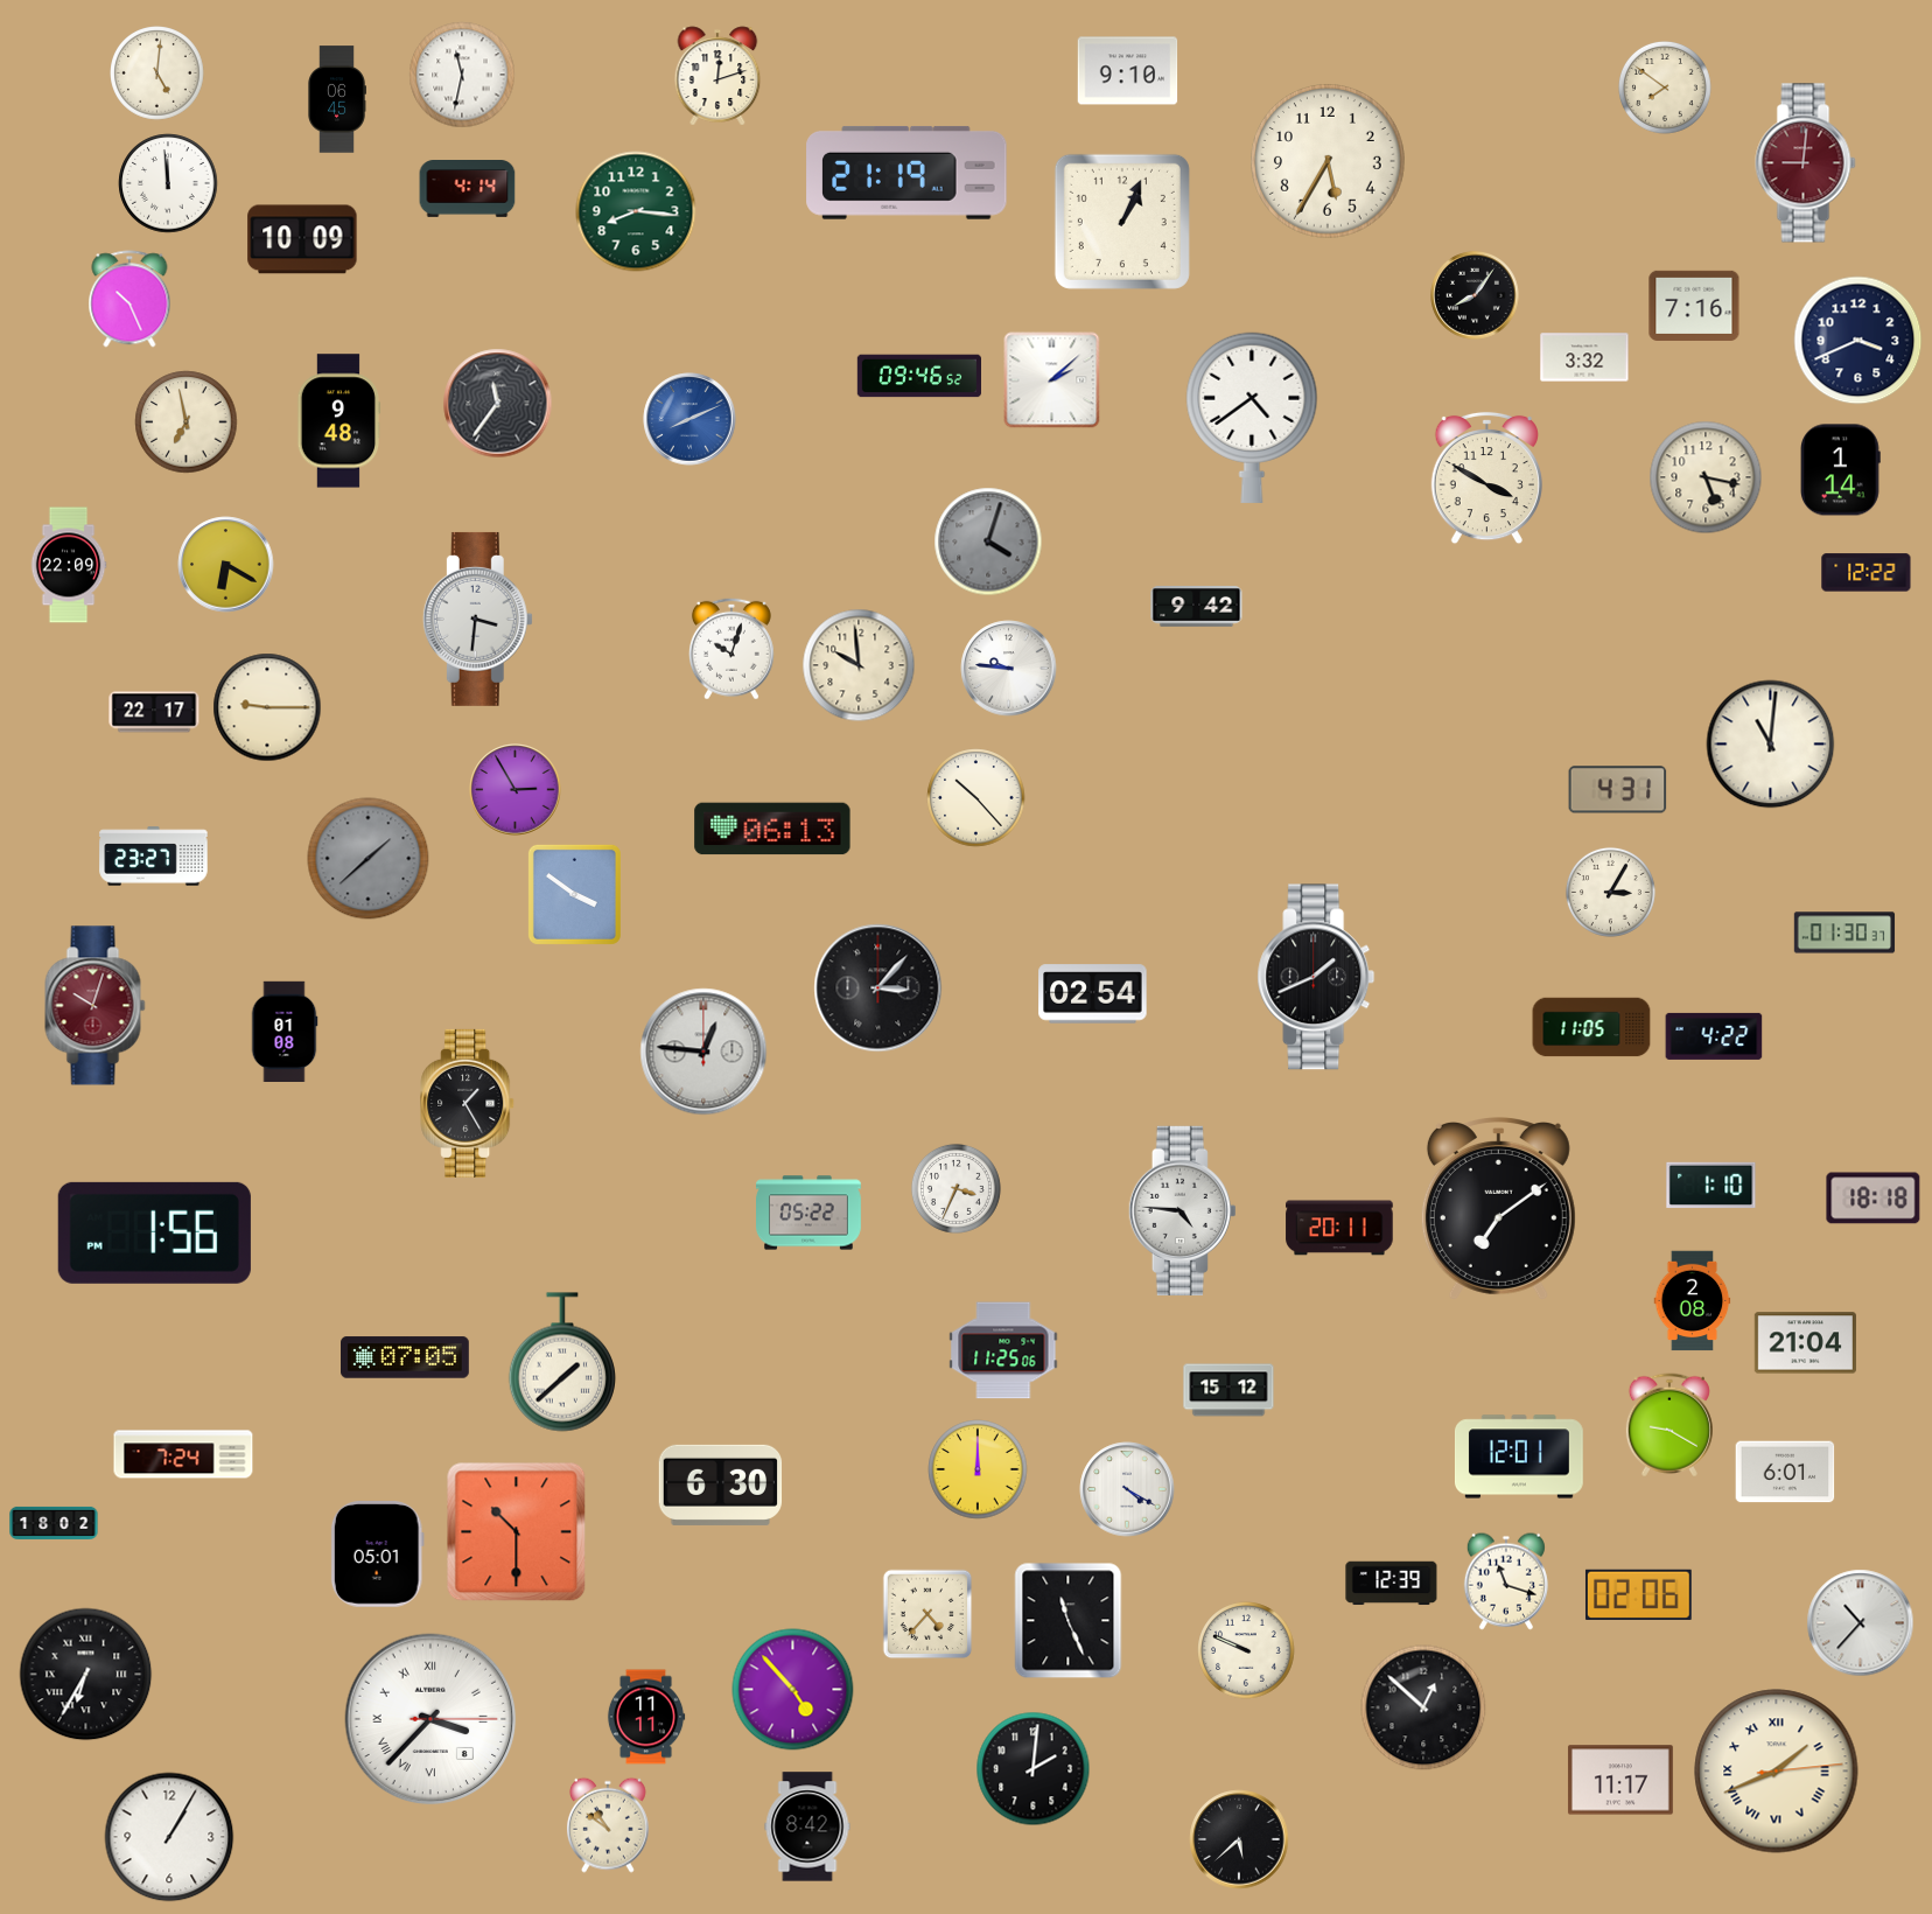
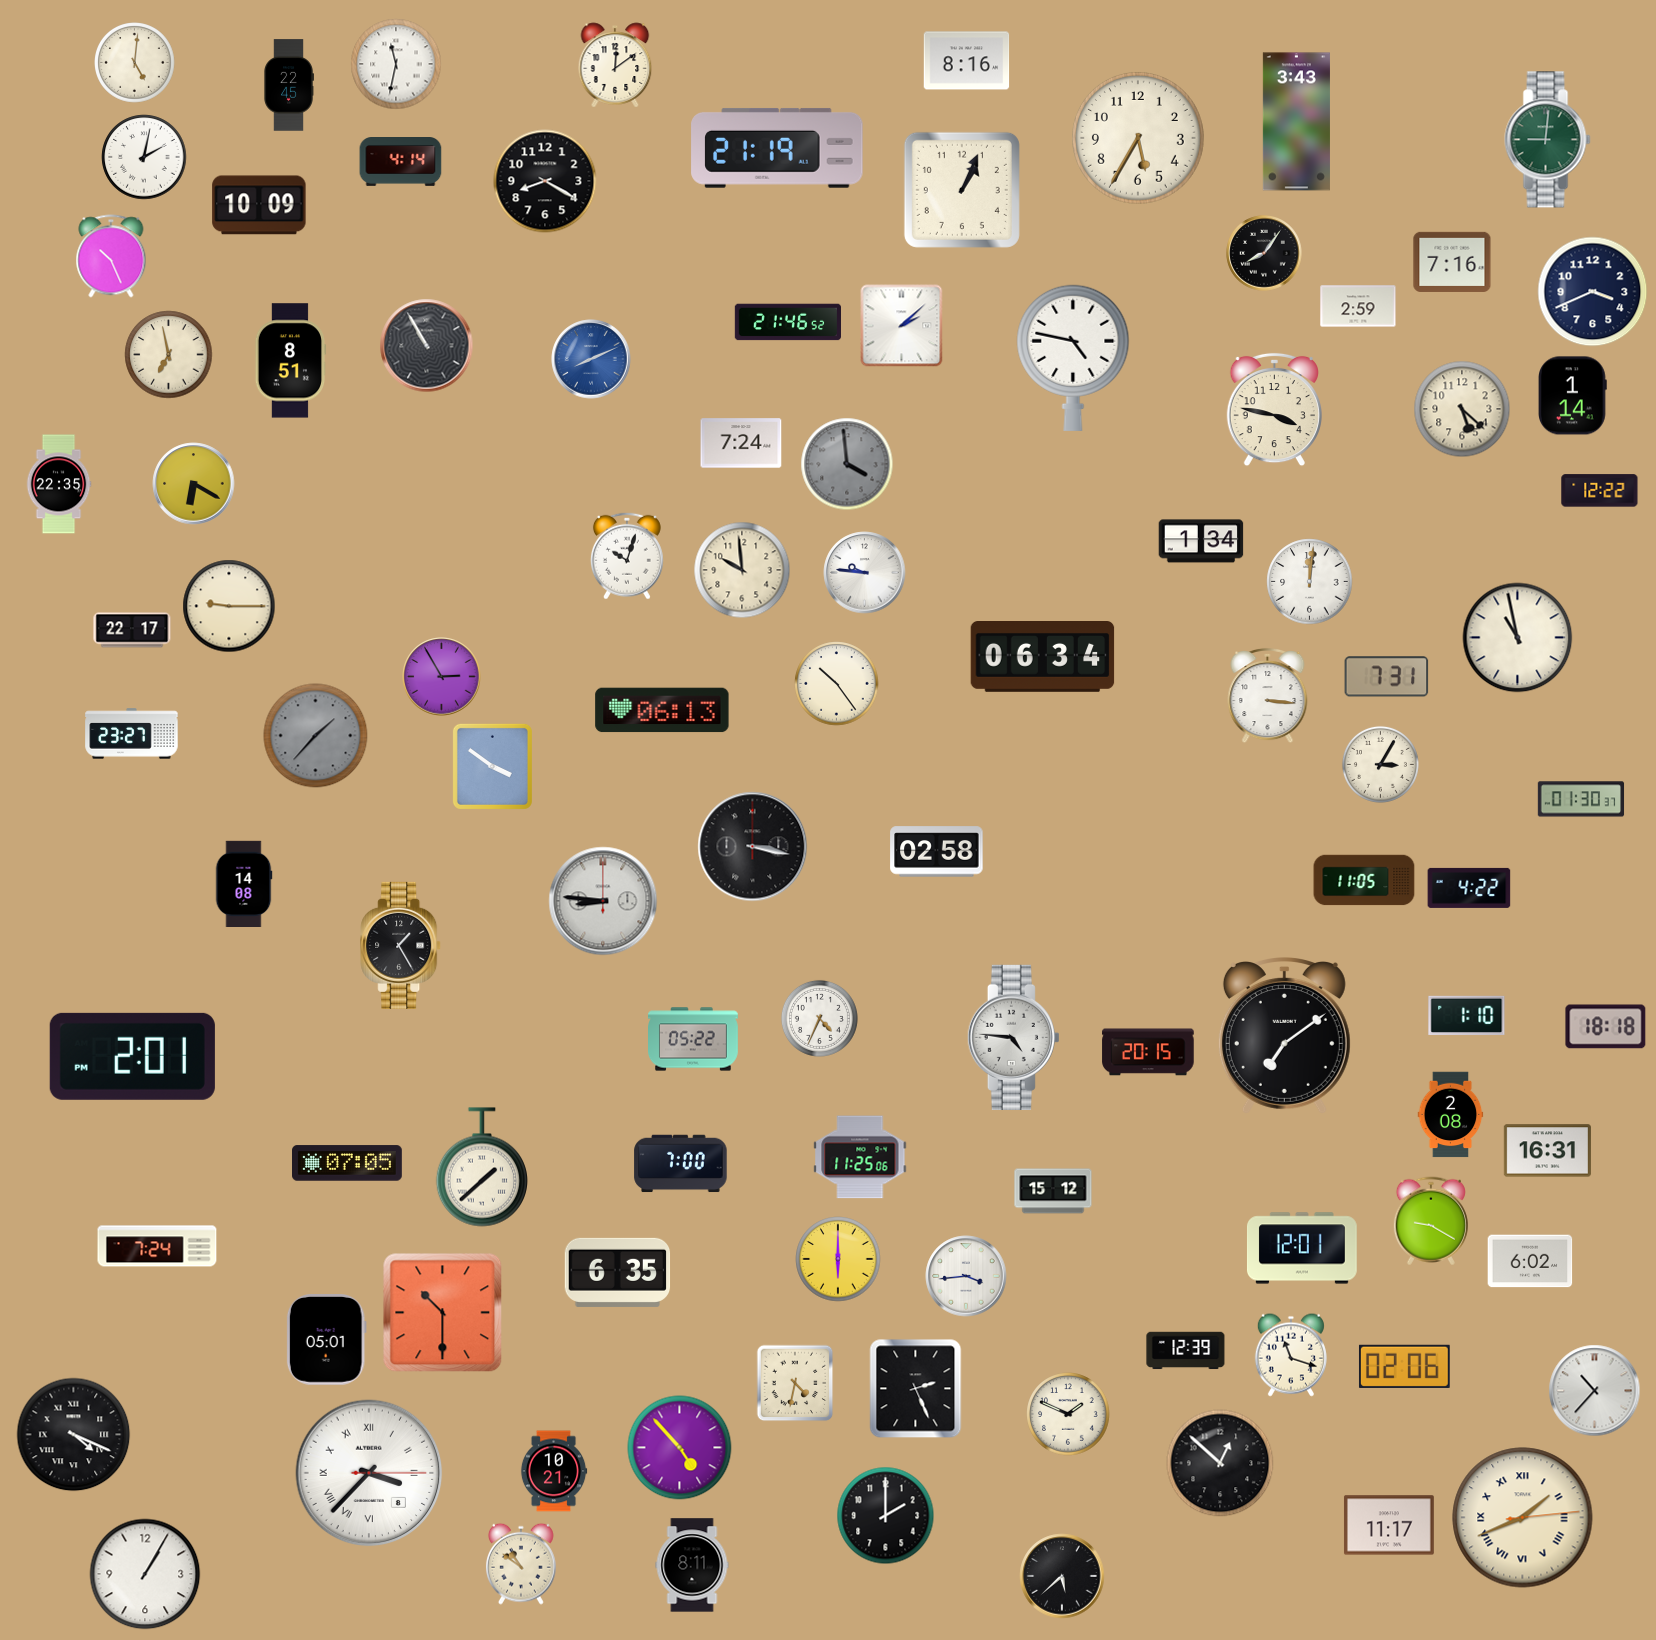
clock at (1128, 71): 9:10 -> 8:16
clock at (717, 76): 12:12 -> 12:09
clock at (1665, 88): 7:51 -> none
clock at (337, 99): 06:45 -> 22:45
clock at (1296, 122): none -> 3:43
clock at (1806, 163) dial: burgundy -> green
clock at (168, 183): 11:59 -> 2:02
clock at (636, 211): 8:16 -> 8:20
clock at (636, 211) dial: green -> black
clock at (1584, 357): 3:32 -> 2:59
clock at (918, 376): 09:46 -> 21:46
clock at (498, 404): 11:36 -> 10:55
clock at (1252, 418): 4:39 -> 4:47
clock at (339, 421): 9:48 -> 8:51
clock at (187, 422) position: (187, 422) -> (169, 355)
clock at (1841, 470) position: (1841, 470) -> (1573, 396)
clock at (1706, 477): 5:17 -> 5:22
clock at (1486, 478): 3:50 -> 3:47
clock at (741, 443): none -> 7:24
clock at (988, 542): 4:03 -> 3:59
clock at (69, 565): 22:09 -> 22:35
clock at (1197, 607): 9:42 -> none
clock at (477, 619): 3:31 -> none
clock at (1201, 541): none -> 1:34
clock at (859, 665) position: (859, 665) -> (742, 570)
clock at (1310, 582): none -> 12:01
clock at (154, 712) position: (154, 712) -> (132, 630)
clock at (1771, 745): 11:01 -> 10:58
clock at (1043, 657): none -> 06:34
clock at (1618, 790): 4:31 -> 7:31
clock at (977, 798): 10:23 -> 10:24
clock at (1268, 696): none -> 3:16
clock at (369, 859): 1:38 -> 1:37
clock at (1316, 977): 1:41 -> none
clock at (878, 989): 3:07 -> 3:17
clock at (1093, 994): 02:54 -> 02:58
clock at (96, 1006): 10:03 -> none
clock at (285, 1032): 01:08 -> 14:08
clock at (703, 1052): 12:46 -> 8:46
clock at (956, 1188): 3:34 -> 4:34
clock at (1339, 1228): 20:11 -> 20:15
clock at (154, 1232): 1:56 -> 2:01
clock at (1805, 1343): 21:04 -> 16:31
clock at (681, 1164): none -> 7:00
clock at (978, 1469): 12:00 -> 6:00
clock at (1785, 1472): 6:01 -> 6:02
clock at (721, 1485): 6:30 -> 6:35
clock at (1127, 1489): 4:20 -> 3:44
clock at (54, 1523): 18:02 -> none
clock at (377, 1555) position: (377, 1555) -> (326, 1340)
clock at (1392, 1584) position: (1392, 1584) -> (1186, 1351)
clock at (928, 1614): 4:37 -> 4:32
clock at (1069, 1621): 11:26 -> 2:26
clock at (1246, 1650): 9:49 -> 1:49
clock at (86, 1675): 6:35 -> 4:19
clock at (646, 1717): 11:11 -> 10:21
clock at (1034, 1769): 2:01 -> 2:00
clock at (807, 1826): 8:42 -> 8:11
